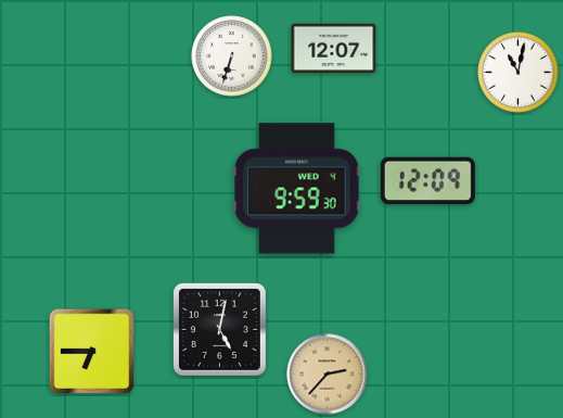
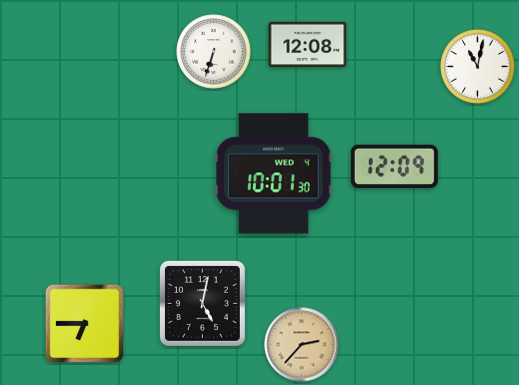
clock at (334, 48): 12:07 -> 12:08
clock at (297, 189): 9:59 -> 10:01
